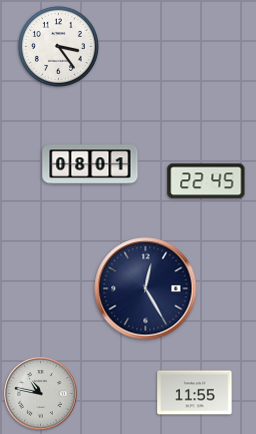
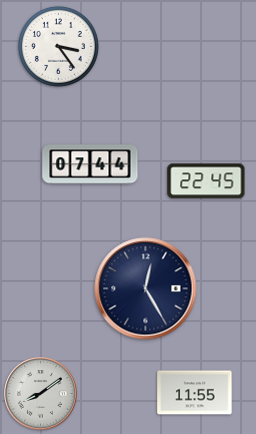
clock at (90, 164): 08:01 -> 07:44
clock at (41, 394): 10:47 -> 8:09
